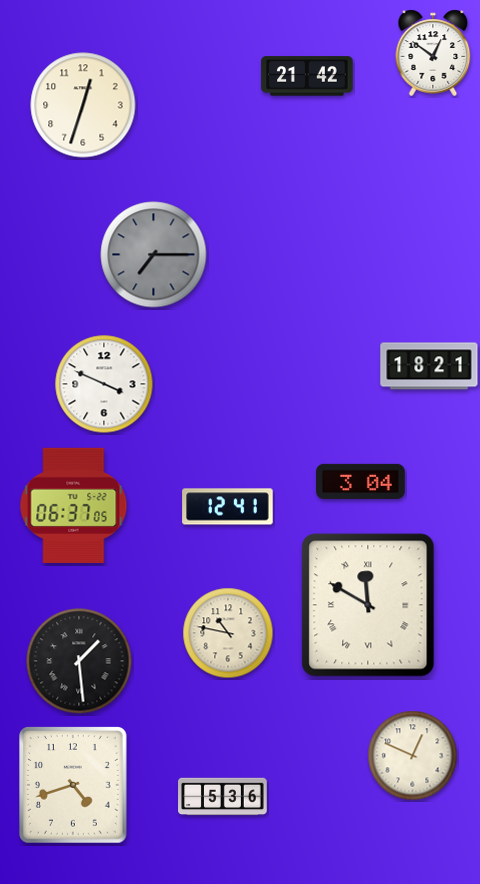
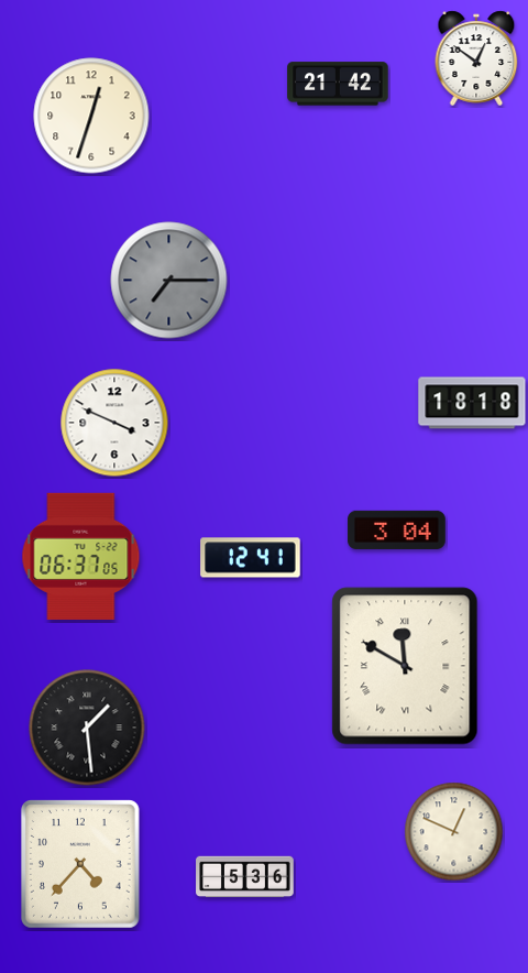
clock at (429, 366): 18:21 -> 18:18
clock at (228, 633): 10:47 -> none
clock at (74, 785): 4:42 -> 4:37
